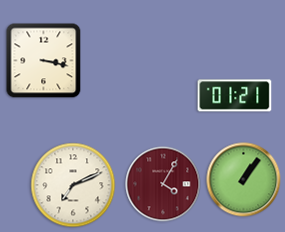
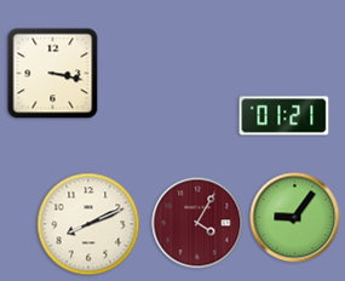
clock at (244, 180): 1:06 -> 9:06
clock at (73, 185): 7:11 -> 8:11
